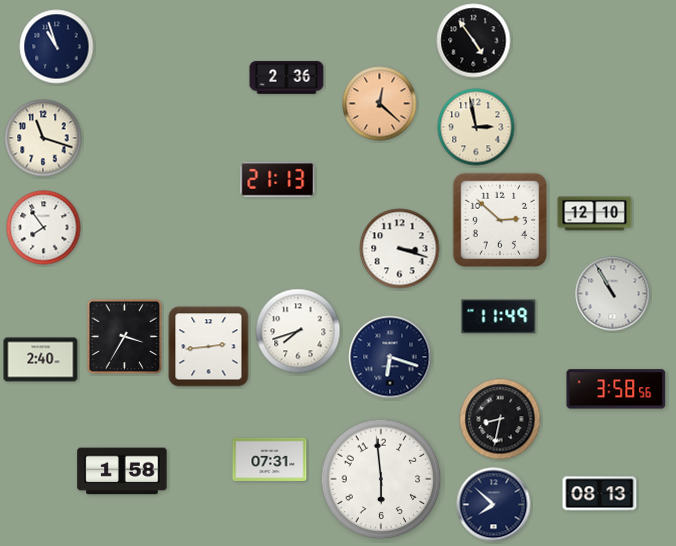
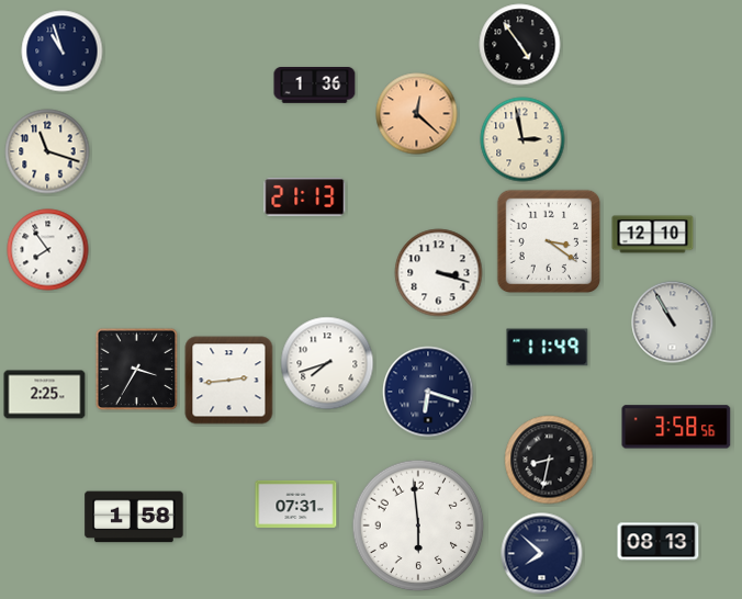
clock at (287, 78): 2:36 -> 1:36
clock at (500, 220): 2:52 -> 3:21
clock at (41, 360): 2:40 -> 2:25
